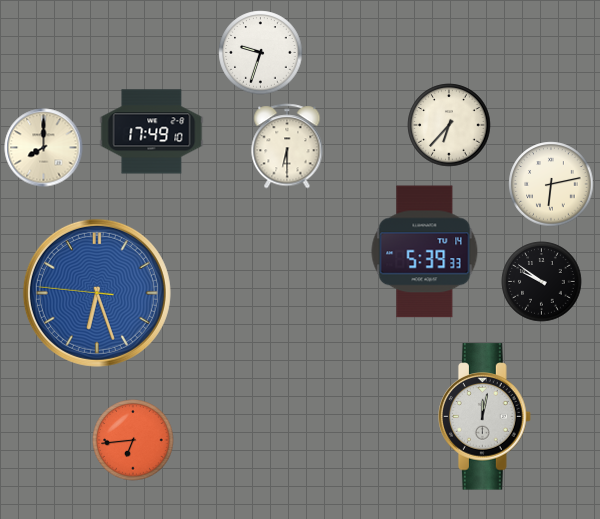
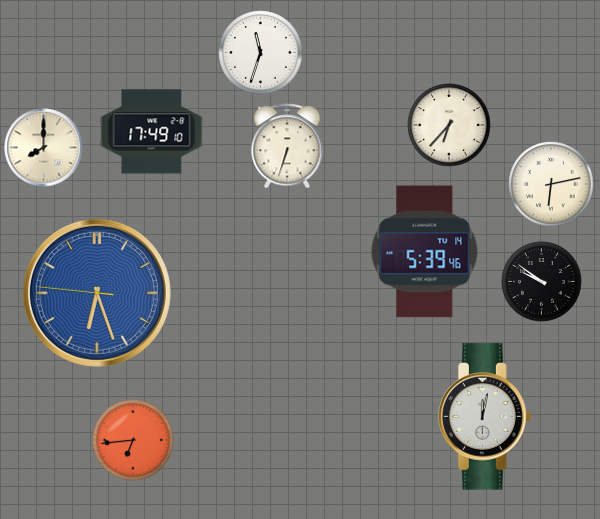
clock at (261, 53): 9:33 -> 11:33
clock at (287, 146): 6:30 -> 6:33
clock at (425, 252): 5:39:33 -> 5:39:46
